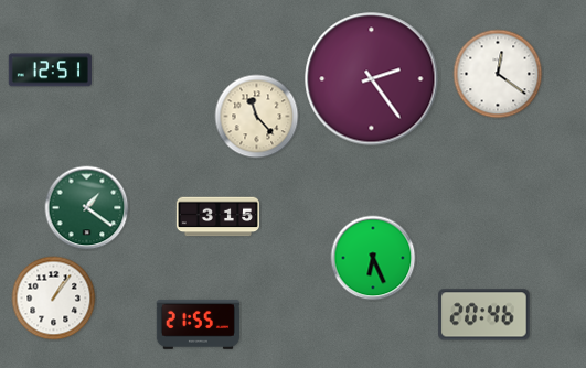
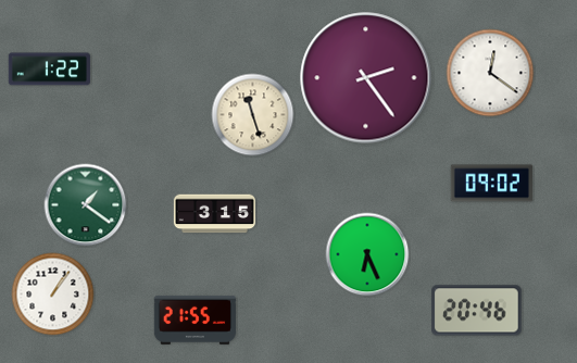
clock at (50, 71): 12:51 -> 1:22
clock at (257, 117): 11:23 -> 11:27
clock at (491, 184): none -> 09:02
